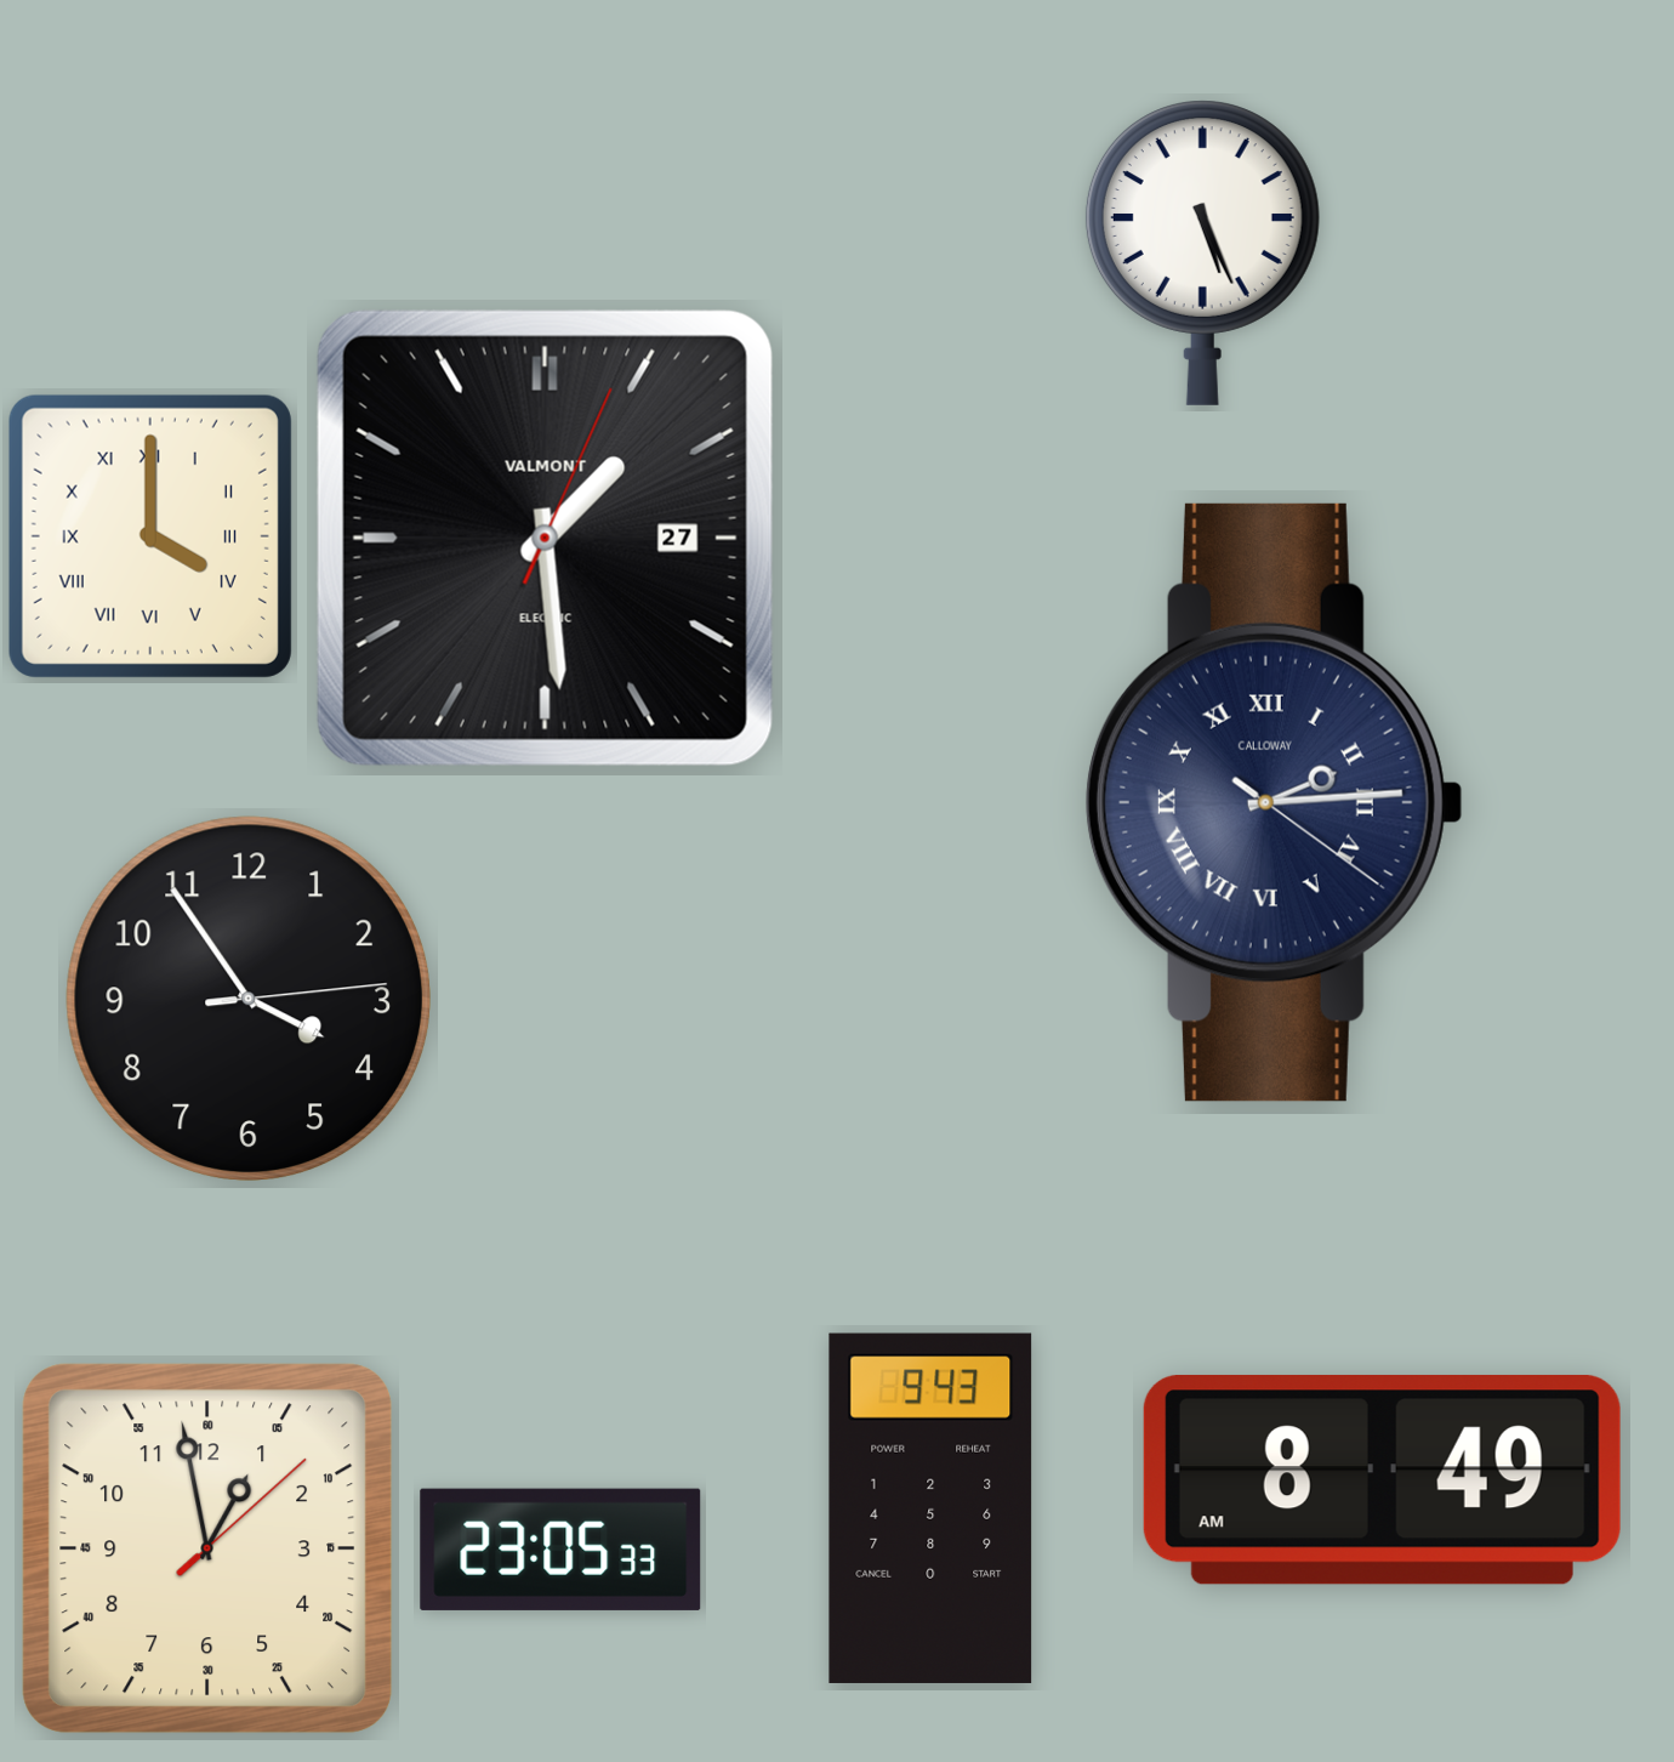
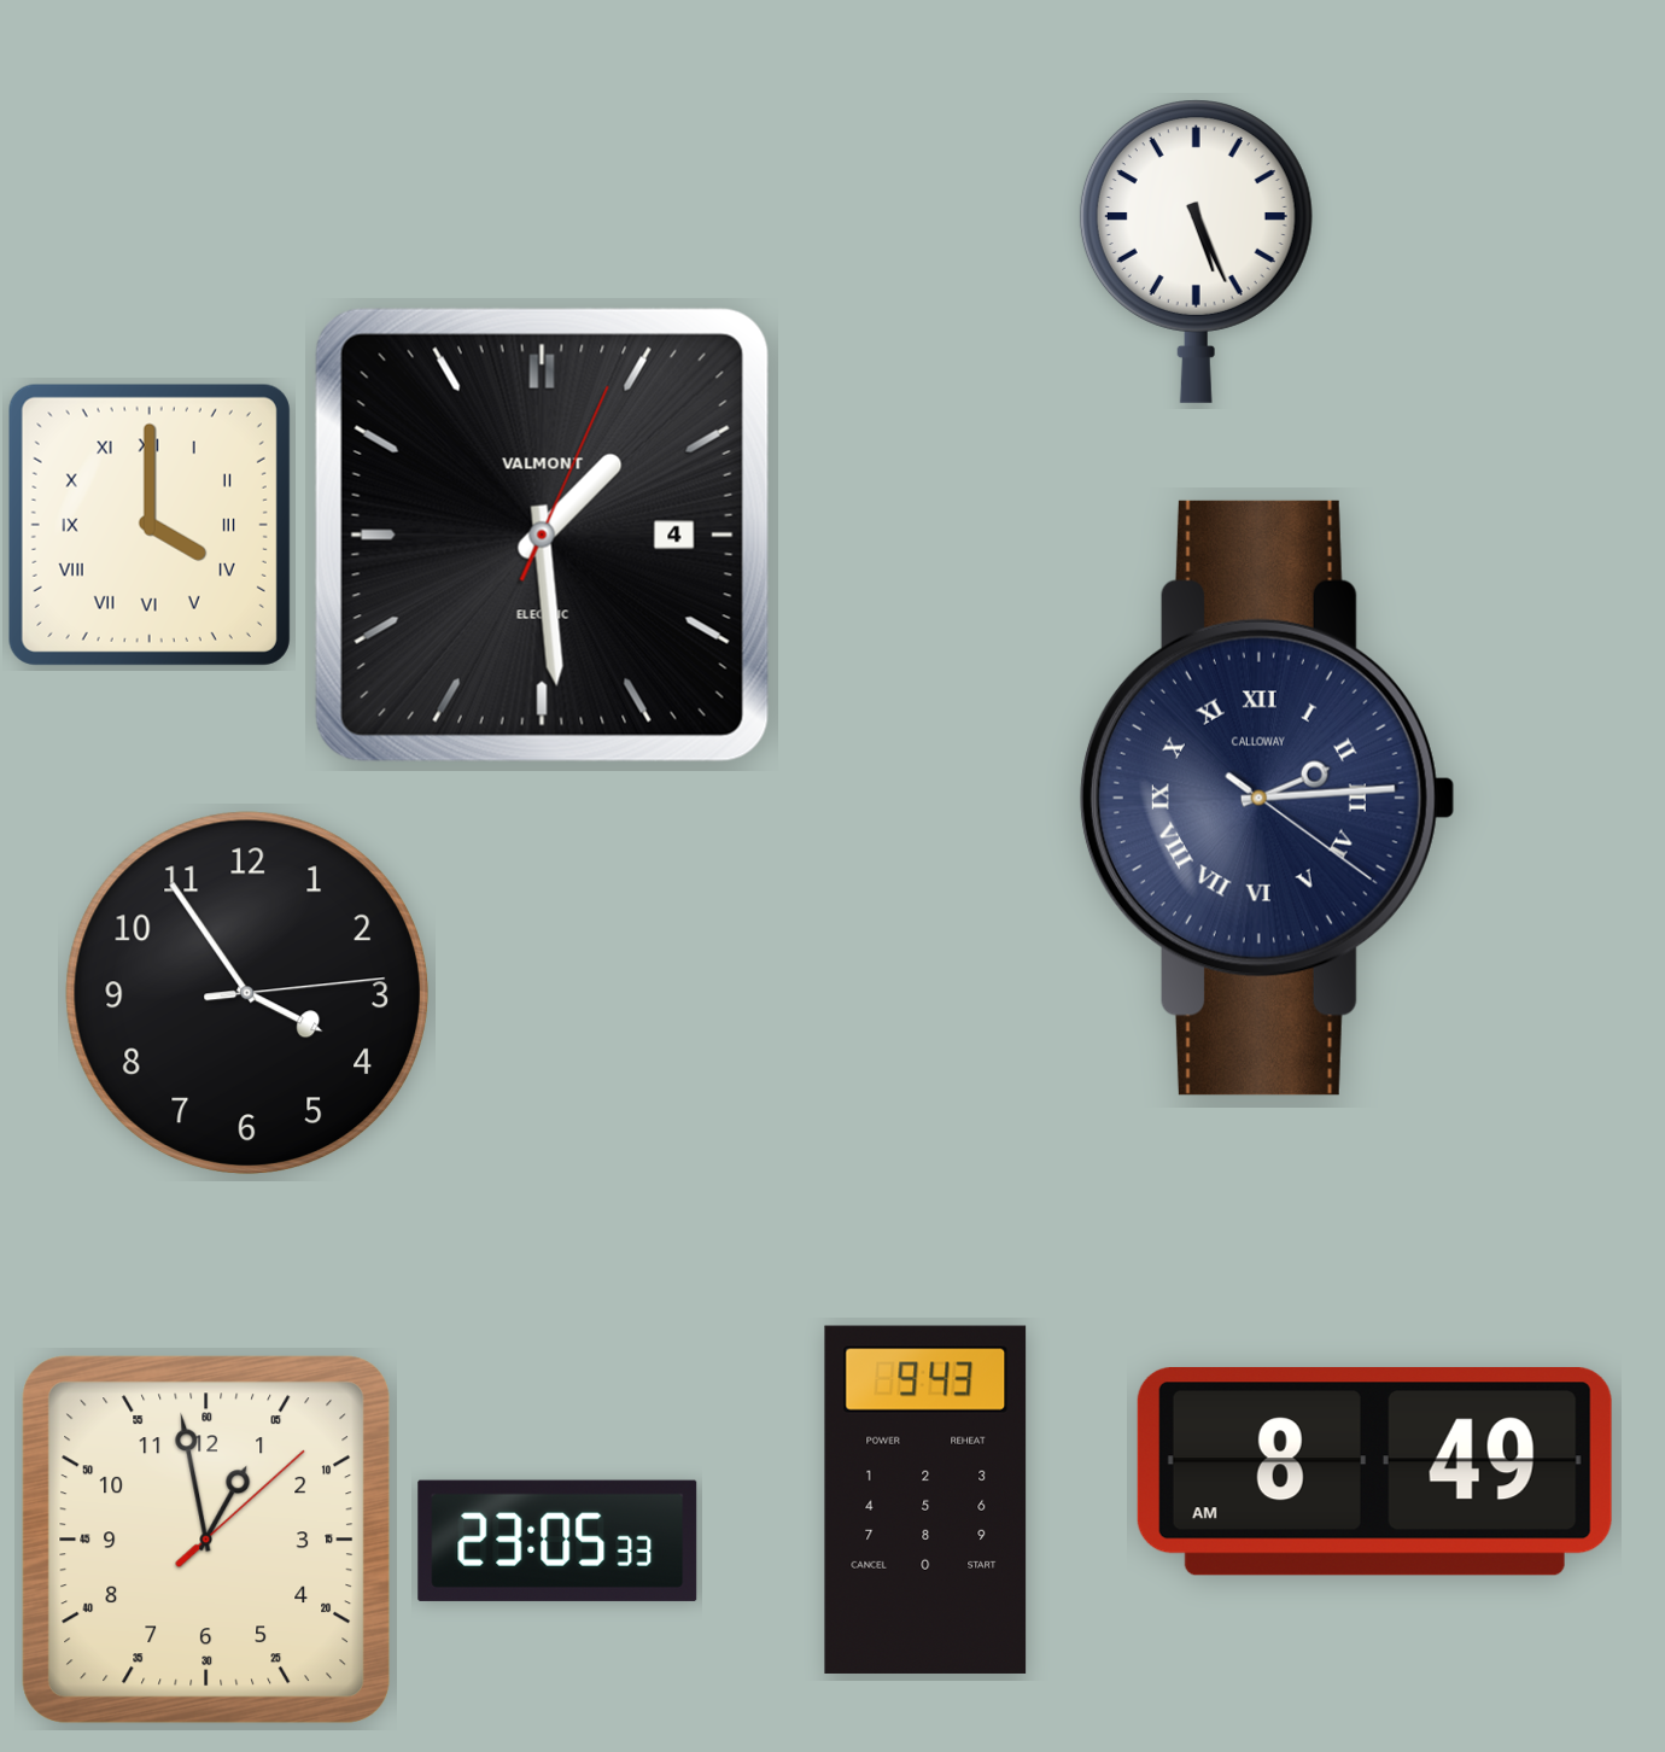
clock at (150, 536) position: (150, 536) -> (150, 525)
clock at (545, 538) date: 27 -> 4
